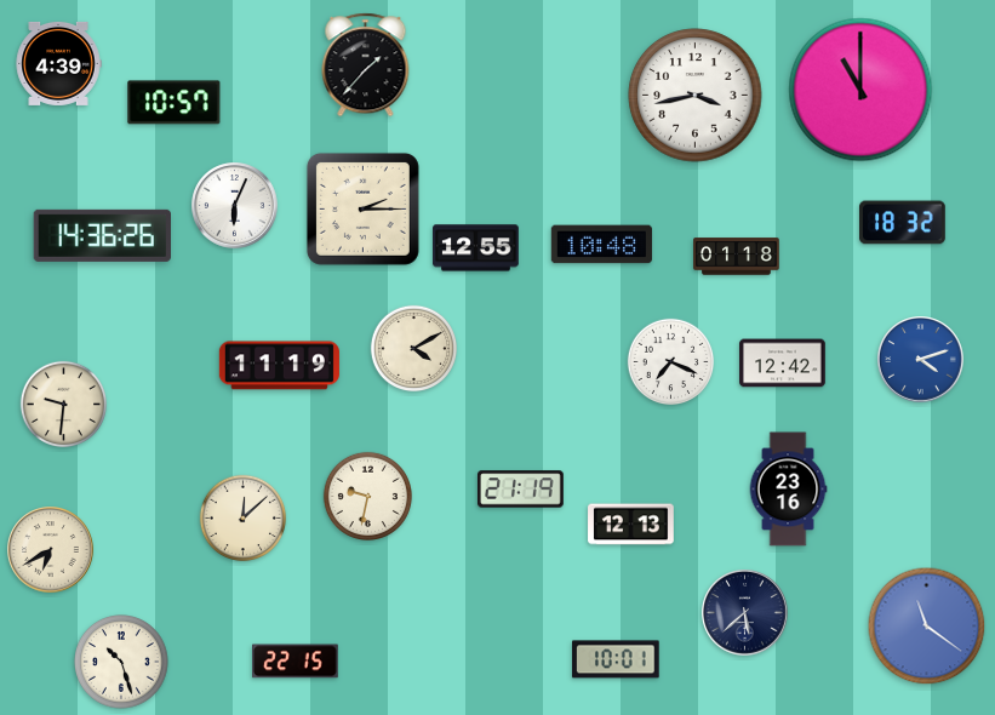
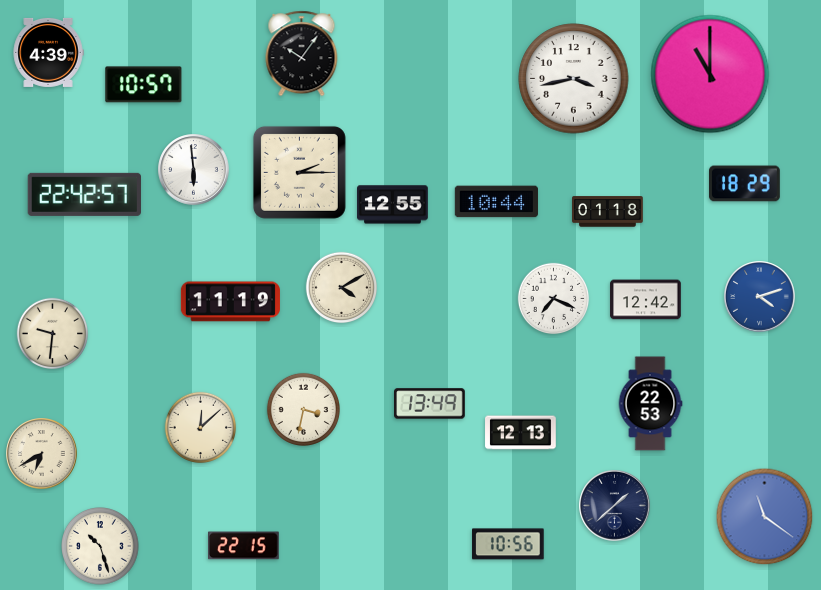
clock at (366, 65): 1:37 -> 10:06
clock at (235, 206): 6:04 -> 5:59
clock at (903, 223): 18:32 -> 18:29
clock at (102, 235): 14:36 -> 22:42
clock at (601, 245): 10:48 -> 10:44
clock at (521, 490): 21:19 -> 13:49
clock at (788, 490): 23:16 -> 22:53
clock at (367, 496): 9:32 -> 3:32
clock at (745, 613): 5:38 -> 1:38
clock at (616, 659): 10:01 -> 10:56
